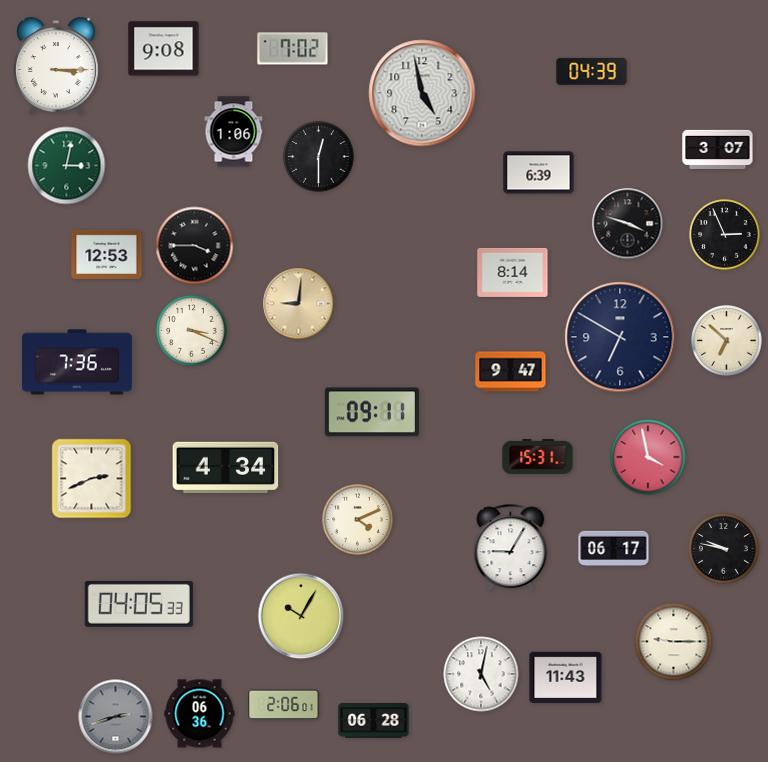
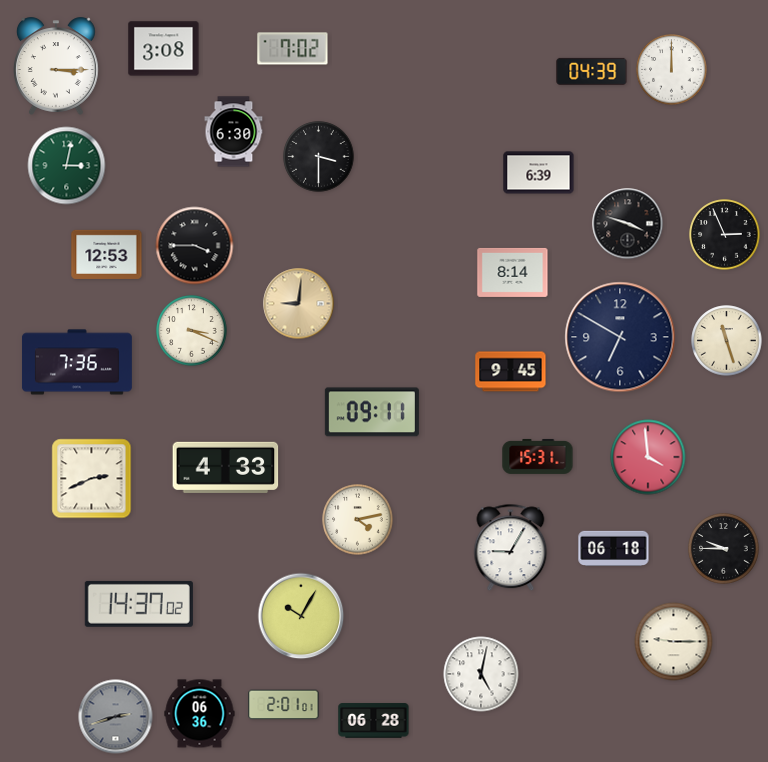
clock at (164, 49): 9:08 -> 3:08
clock at (672, 70): none -> 12:00
clock at (422, 93): 4:58 -> none
clock at (234, 132): 1:06 -> 6:30
clock at (718, 149): 3:07 -> none
clock at (319, 157): 12:30 -> 3:30
clock at (727, 341): 6:52 -> 11:27
clock at (511, 372): 9:47 -> 9:45
clock at (648, 457): 3:58 -> 3:59
clock at (226, 467): 4:34 -> 4:33
clock at (358, 520): 4:11 -> 4:13
clock at (614, 548): 06:17 -> 06:18
clock at (724, 549): 9:47 -> 9:45
clock at (139, 604): 04:05 -> 14:37
clock at (566, 677): 11:43 -> none
clock at (284, 705): 2:06 -> 2:01
